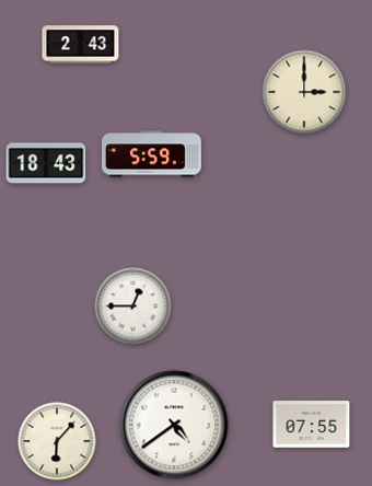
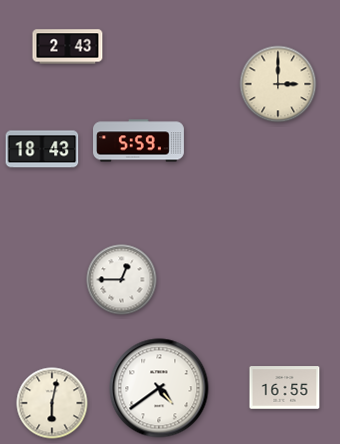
clock at (81, 45) position: (81, 45) -> (68, 47)
clock at (312, 425): 07:55 -> 16:55
clock at (57, 441): 6:07 -> 6:02
